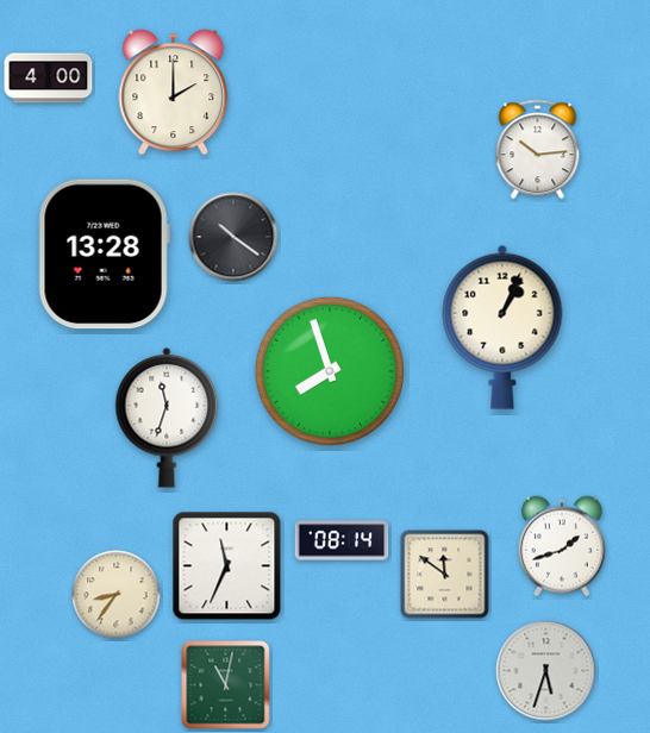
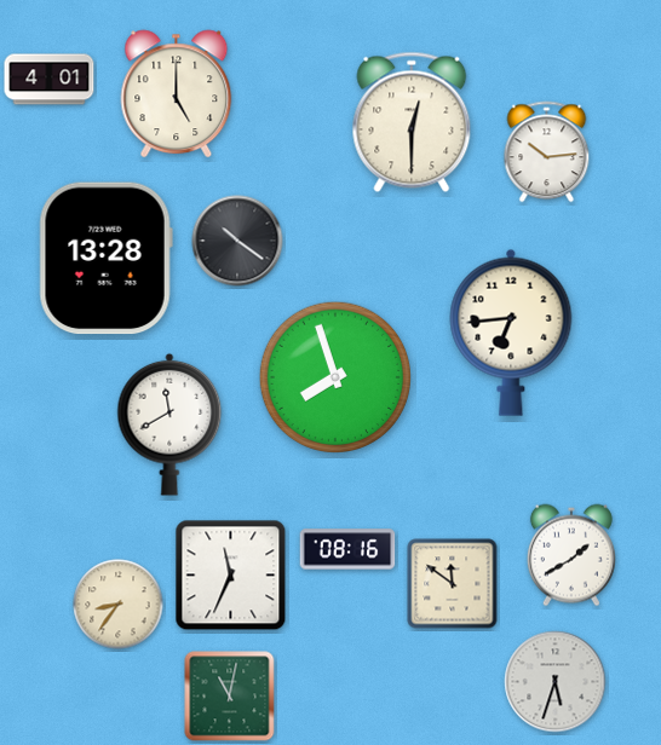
clock at (49, 79): 4:00 -> 4:01
clock at (174, 93): 2:00 -> 5:00
clock at (412, 122): none -> 12:30
clock at (502, 327): 1:04 -> 6:44
clock at (167, 418): 11:33 -> 11:40
clock at (342, 540): 08:14 -> 08:16
clock at (562, 546): 1:42 -> 1:40
